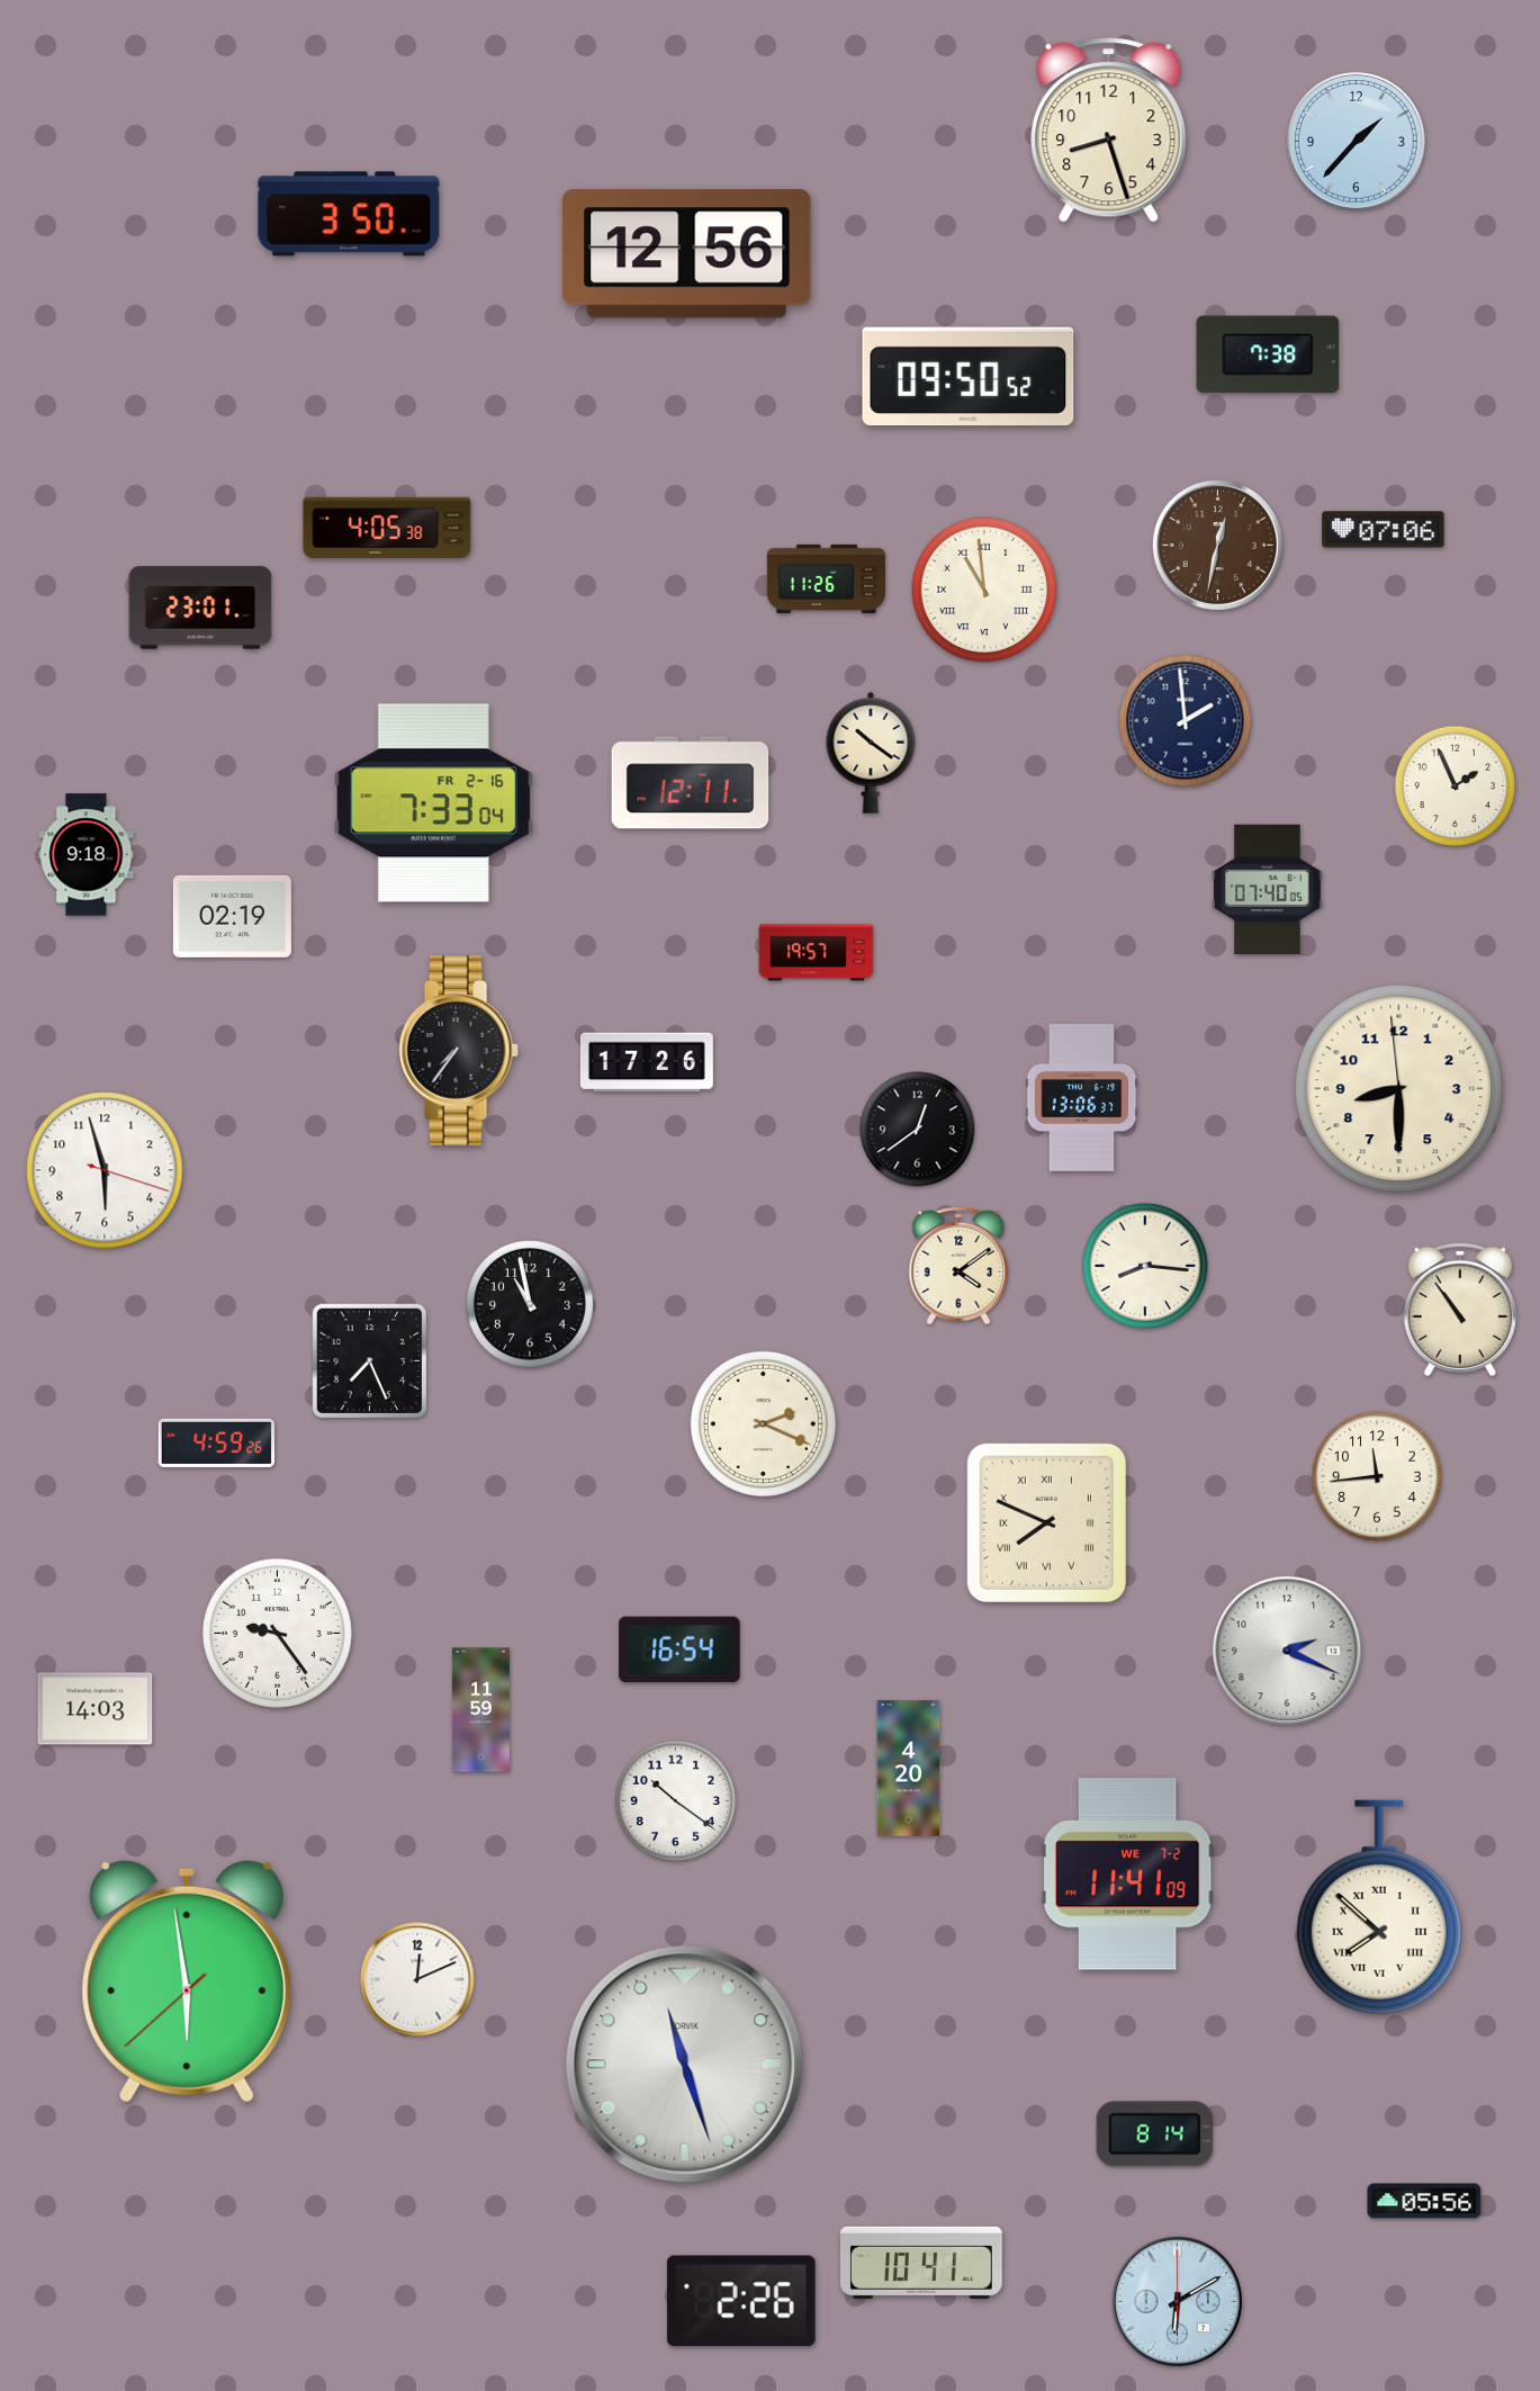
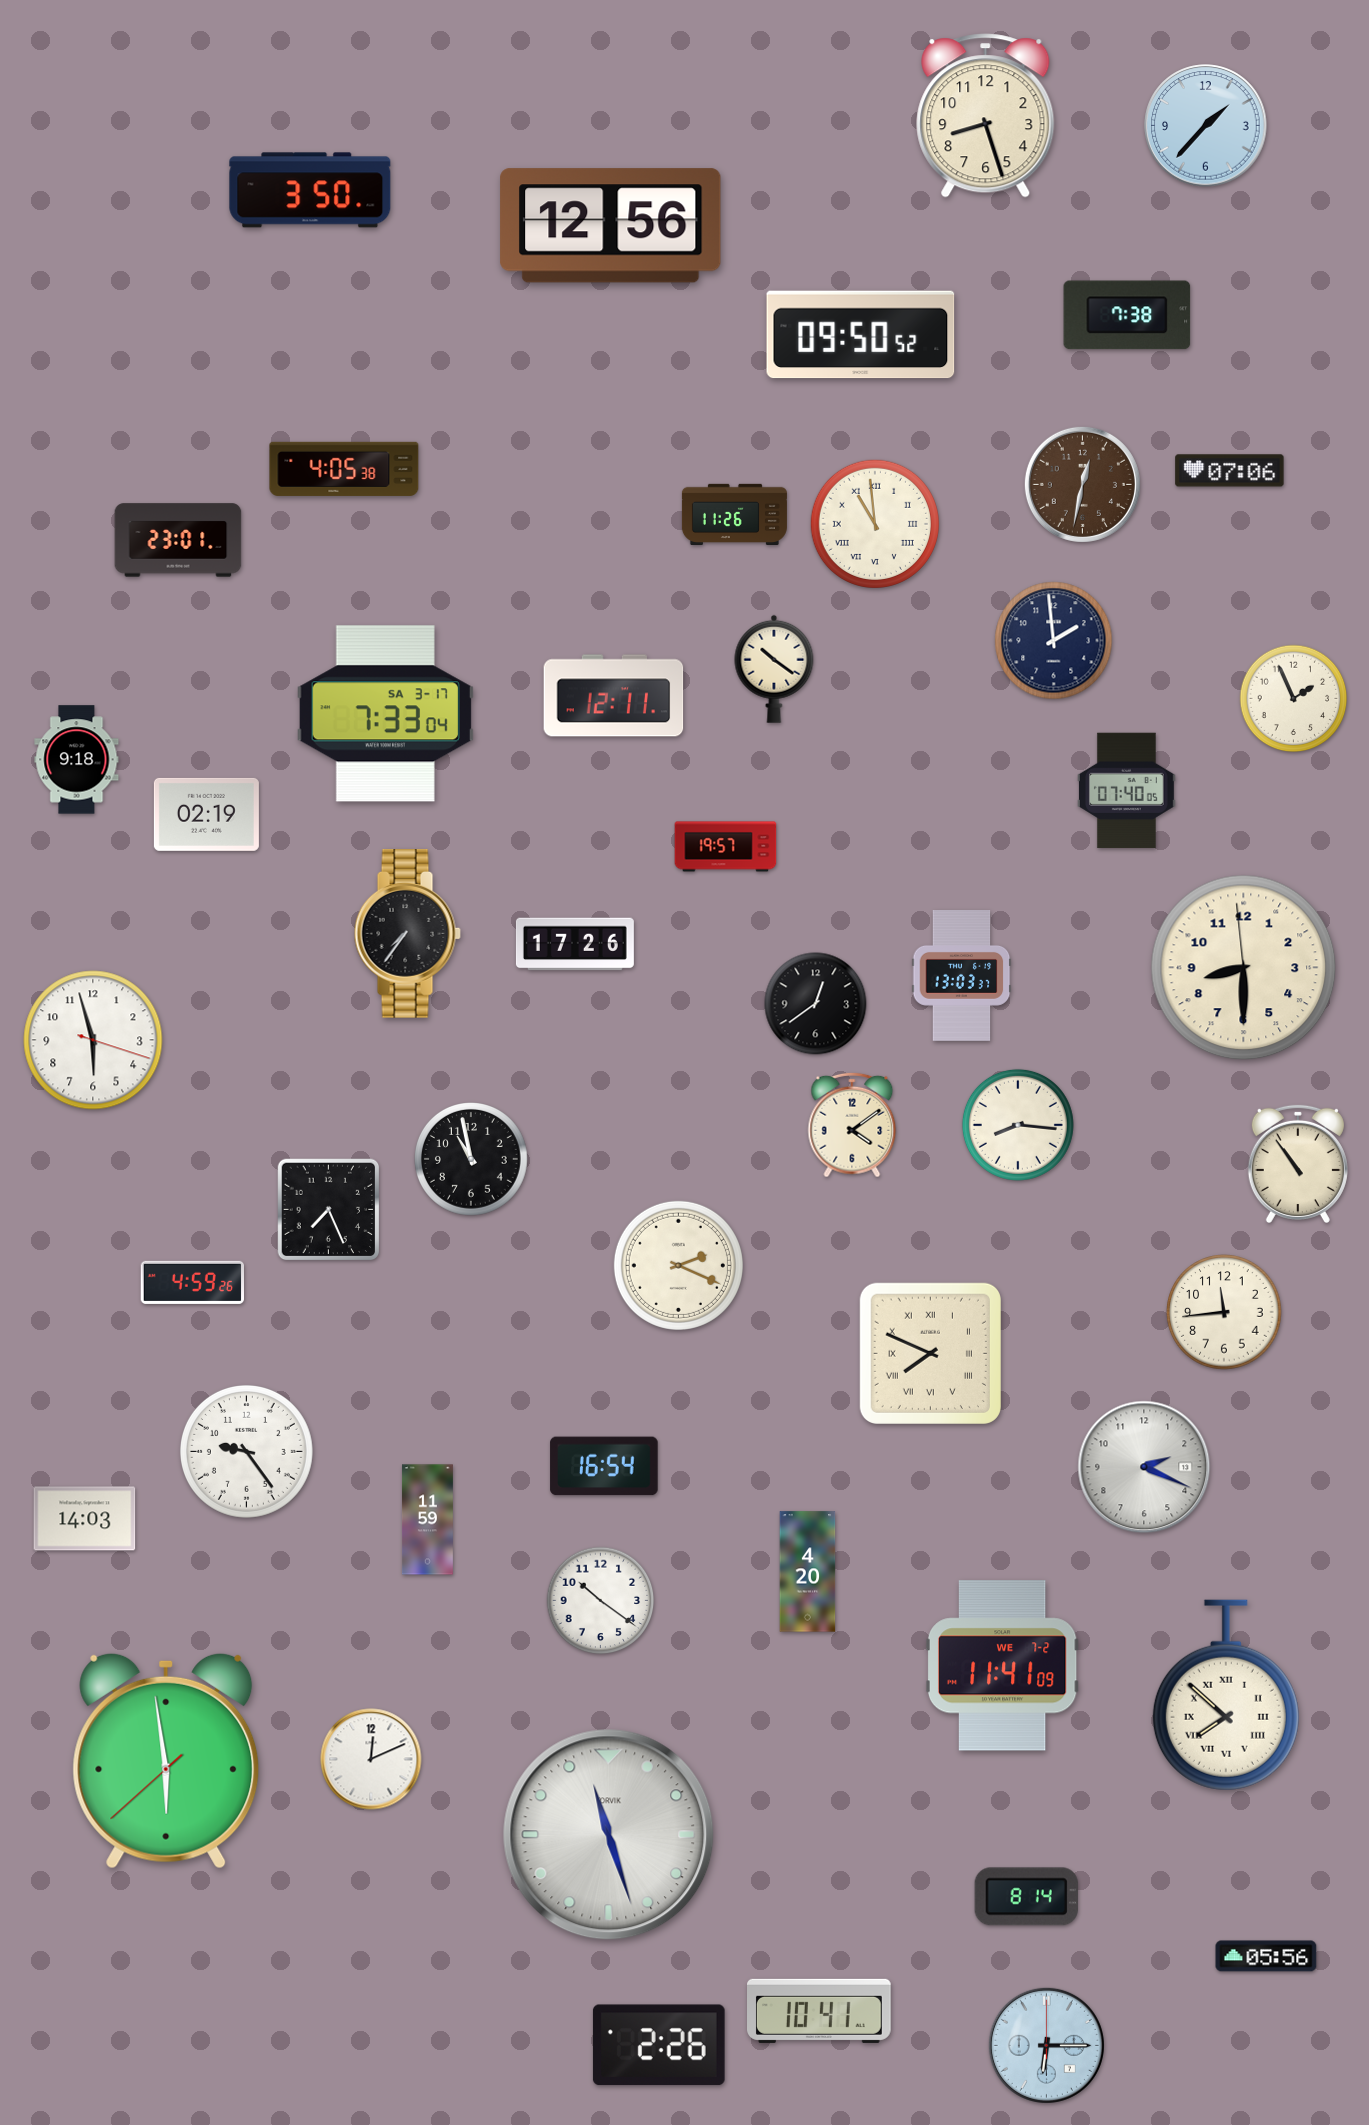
clock at (433, 803) date: FR 2-16 -> SA 3-17
clock at (1082, 1098): 13:06 -> 13:03
clock at (1177, 2301): 6:10 -> 6:15
